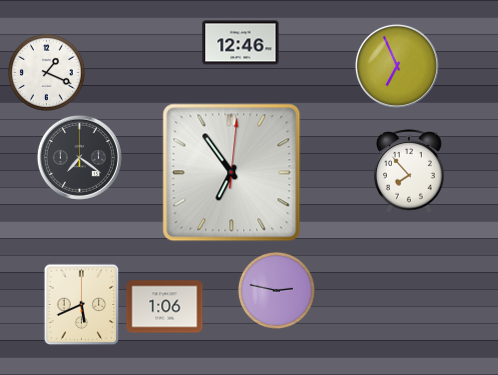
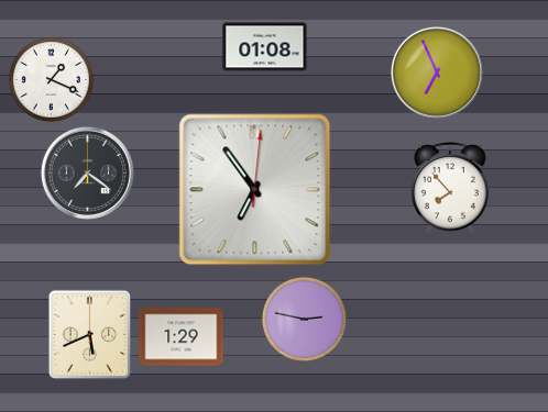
clock at (241, 43): 12:46 -> 01:08
clock at (165, 307): 1:06 -> 1:29
